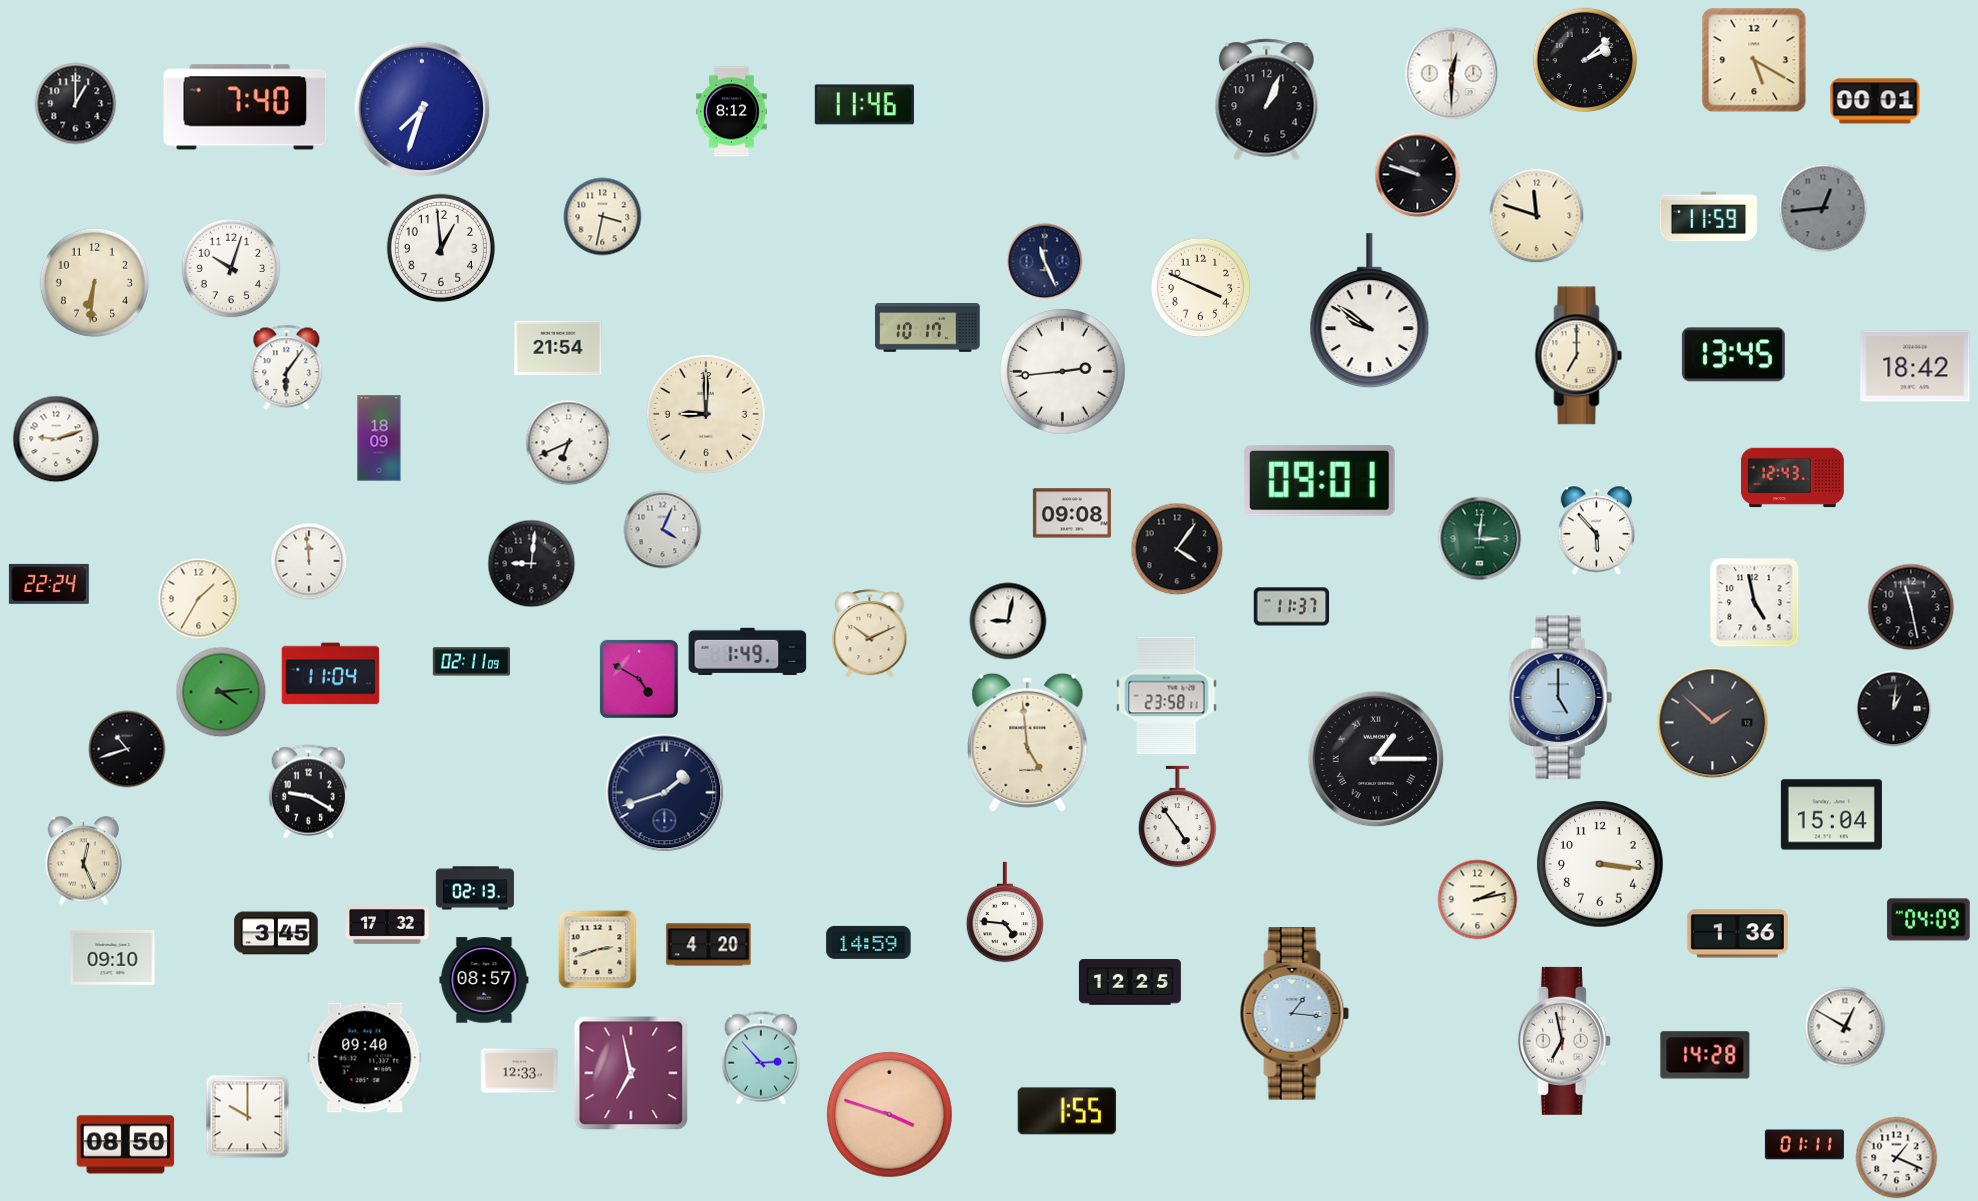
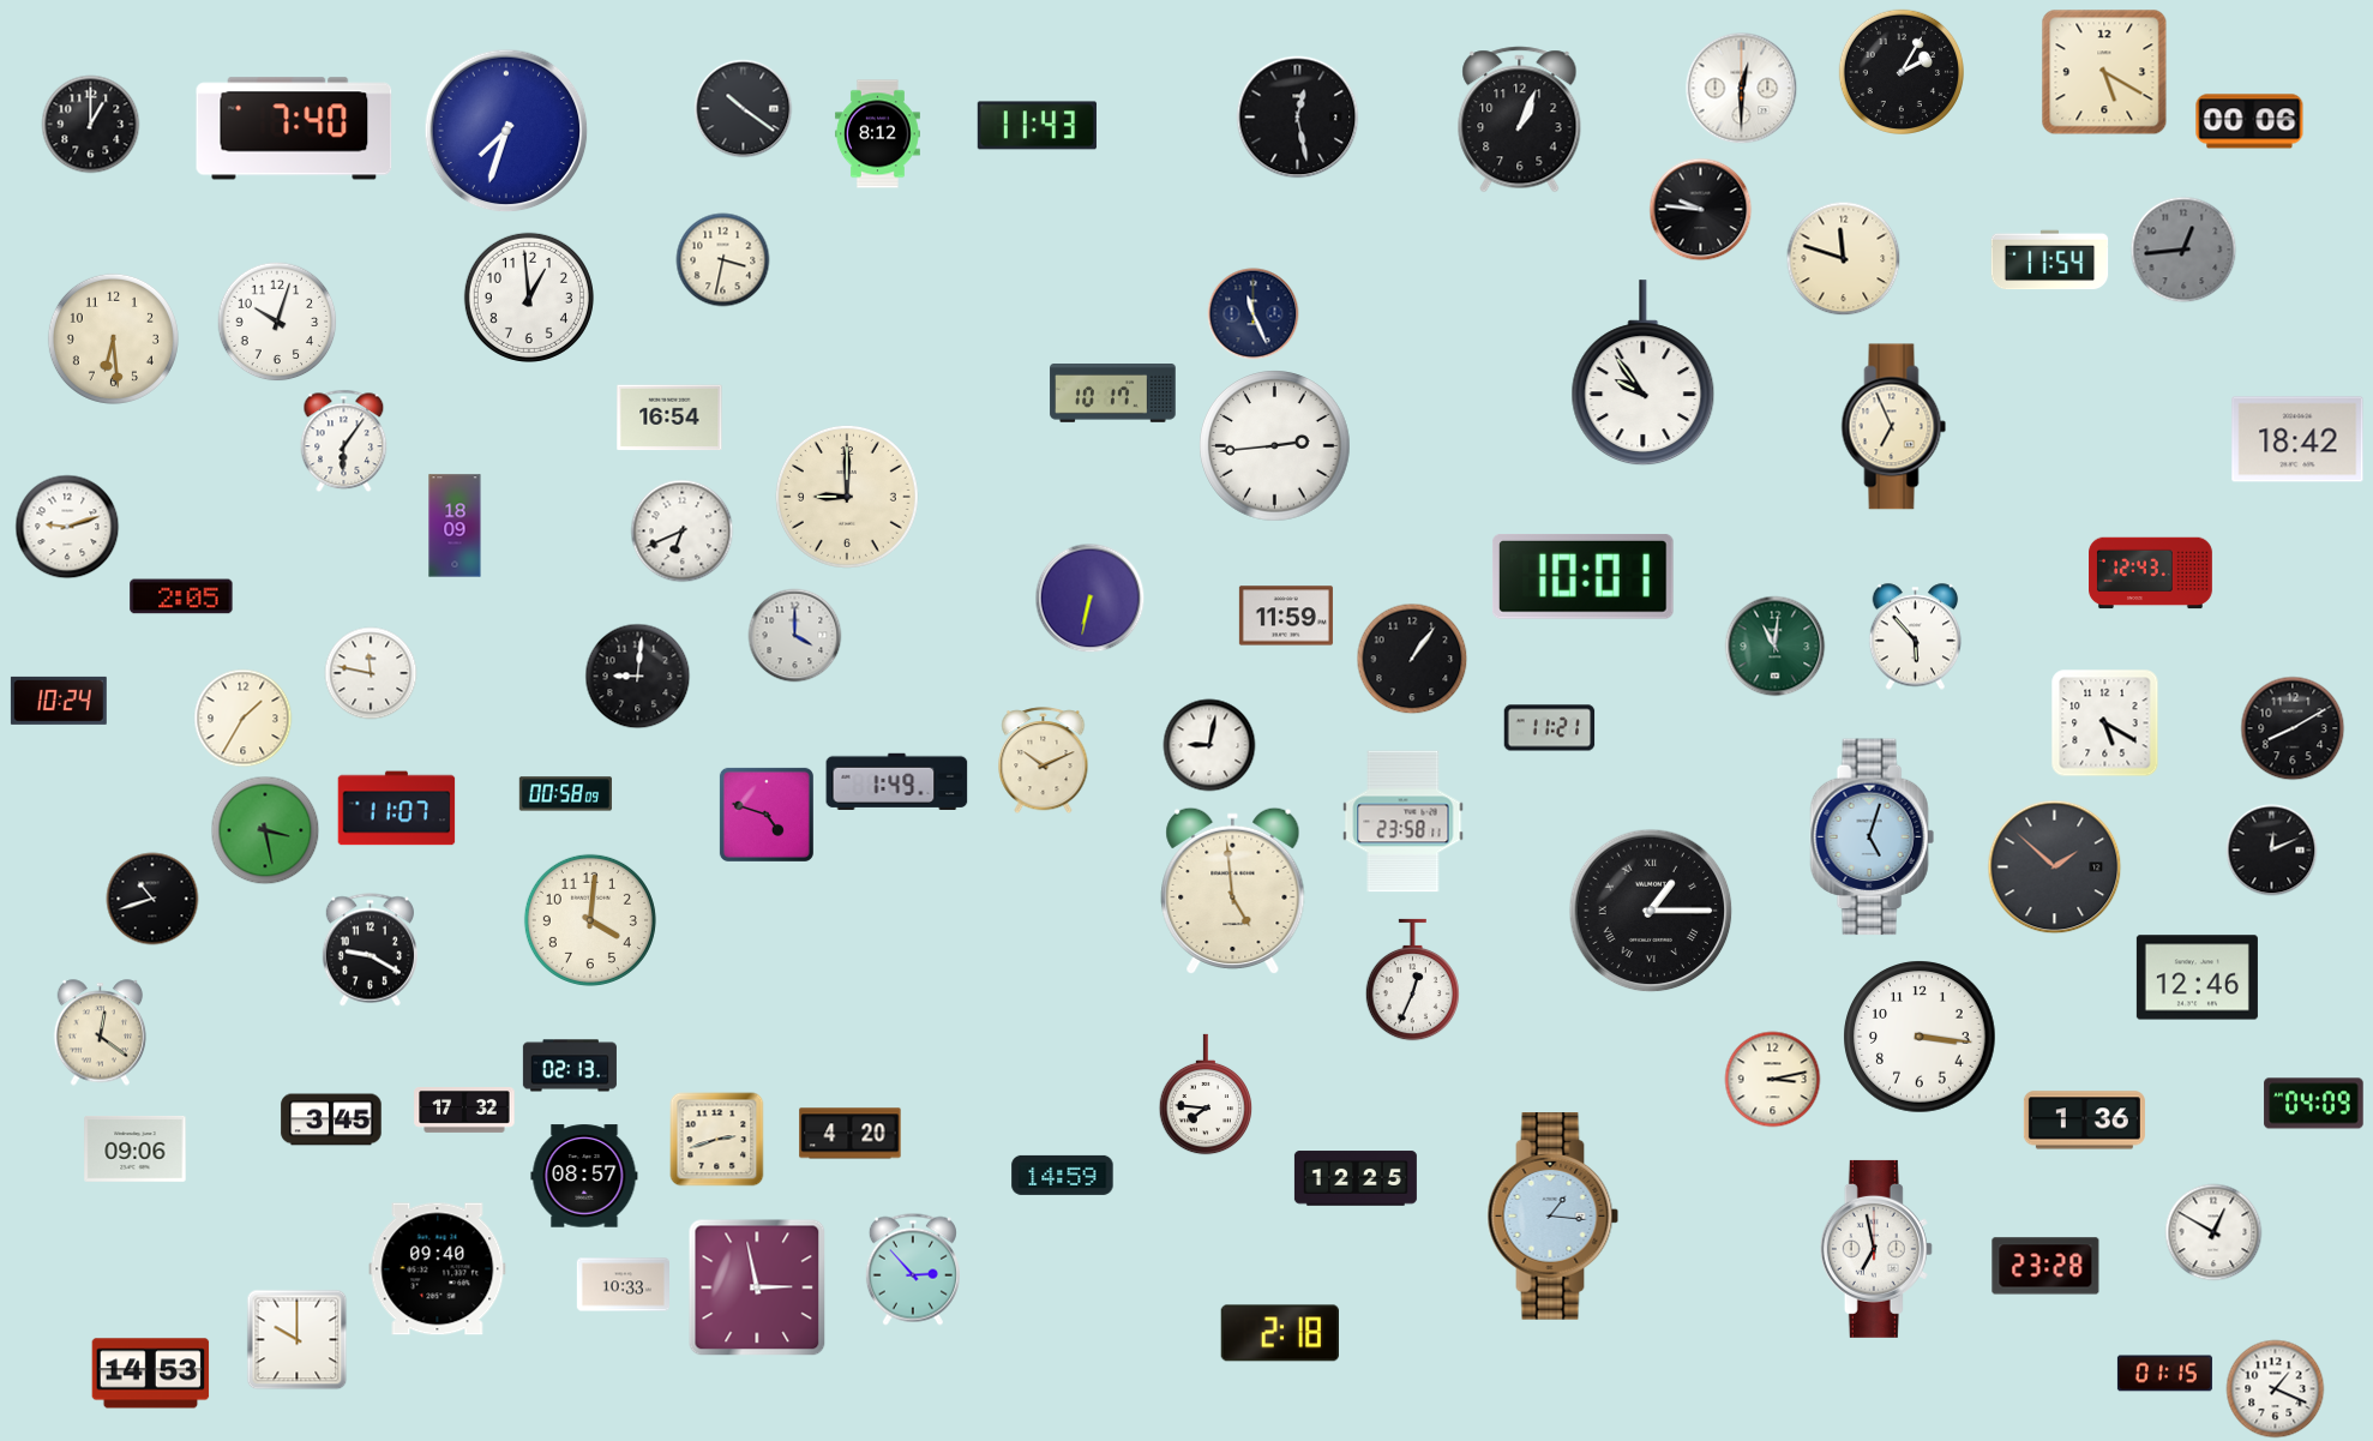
clock at (1584, 59): 2:08 -> 2:05
clock at (744, 109): none -> 10:21
clock at (1298, 118): none -> 12:28
clock at (1875, 101): 00:01 -> 00:06
clock at (864, 105): 11:46 -> 11:43
clock at (1418, 175): 9:48 -> 9:46
clock at (1823, 208) position: (1823, 208) -> (2183, 250)
clock at (1709, 217): 11:59 -> 11:54
clock at (94, 282): 6:31 -> 6:29
clock at (1201, 288): 3:49 -> none
clock at (1370, 311): 9:51 -> 9:54
clock at (558, 348): 21:54 -> 16:54
clock at (1733, 355): 13:45 -> none
clock at (1579, 356): 7:00 -> 6:56
clock at (1319, 481): 09:01 -> 10:01
clock at (181, 596): none -> 2:05
clock at (1091, 599): none -> 6:32
clock at (1072, 513): 09:08 -> 11:59
clock at (663, 530): 4:04 -> 4:00
clock at (1480, 539): 3:01 -> 11:01
clock at (1177, 549): 4:06 -> 1:06
clock at (309, 561): 11:59 -> 11:47
clock at (49, 584): 22:24 -> 10:24
clock at (199, 599) position: (199, 599) -> (244, 719)
clock at (1755, 603): 4:58 -> 5:20
clock at (1292, 607): 11:37 -> 11:21
clock at (1911, 607): 11:28 -> 8:10
clock at (471, 662): 02:11 -> 00:58
clock at (331, 674): 11:04 -> 11:07
clock at (639, 679): 4:50 -> 4:48
clock at (221, 692): 4:14 -> 3:28
clock at (1167, 696) position: (1167, 696) -> (1404, 822)
clock at (1560, 698): 5:00 -> 5:03
clock at (1894, 709): 1:01 -> 12:11
clock at (590, 920): none -> 4:01
clock at (665, 793): 1:42 -> none
clock at (1831, 815): 15:04 -> 12:46
clock at (1178, 817): 4:54 -> 12:34
clock at (84, 861): 12:26 -> 12:21
clock at (1478, 900): 2:13 -> 3:13
clock at (1005, 912): 4:46 -> 7:46
clock at (869, 942) position: (869, 942) -> (1063, 1175)
clock at (113, 957): 09:10 -> 09:06
clock at (484, 980) position: (484, 980) -> (584, 1176)
clock at (1705, 1055): 14:28 -> 23:28
clock at (519, 1071): 12:33 -> 10:33
clock at (631, 1073): 6:58 -> 2:58
clock at (1066, 1111): 1:55 -> 2:18
clock at (890, 1115): 3:48 -> none
clock at (126, 1145): 08:50 -> 14:53
clock at (1804, 1145): 01:11 -> 01:15
